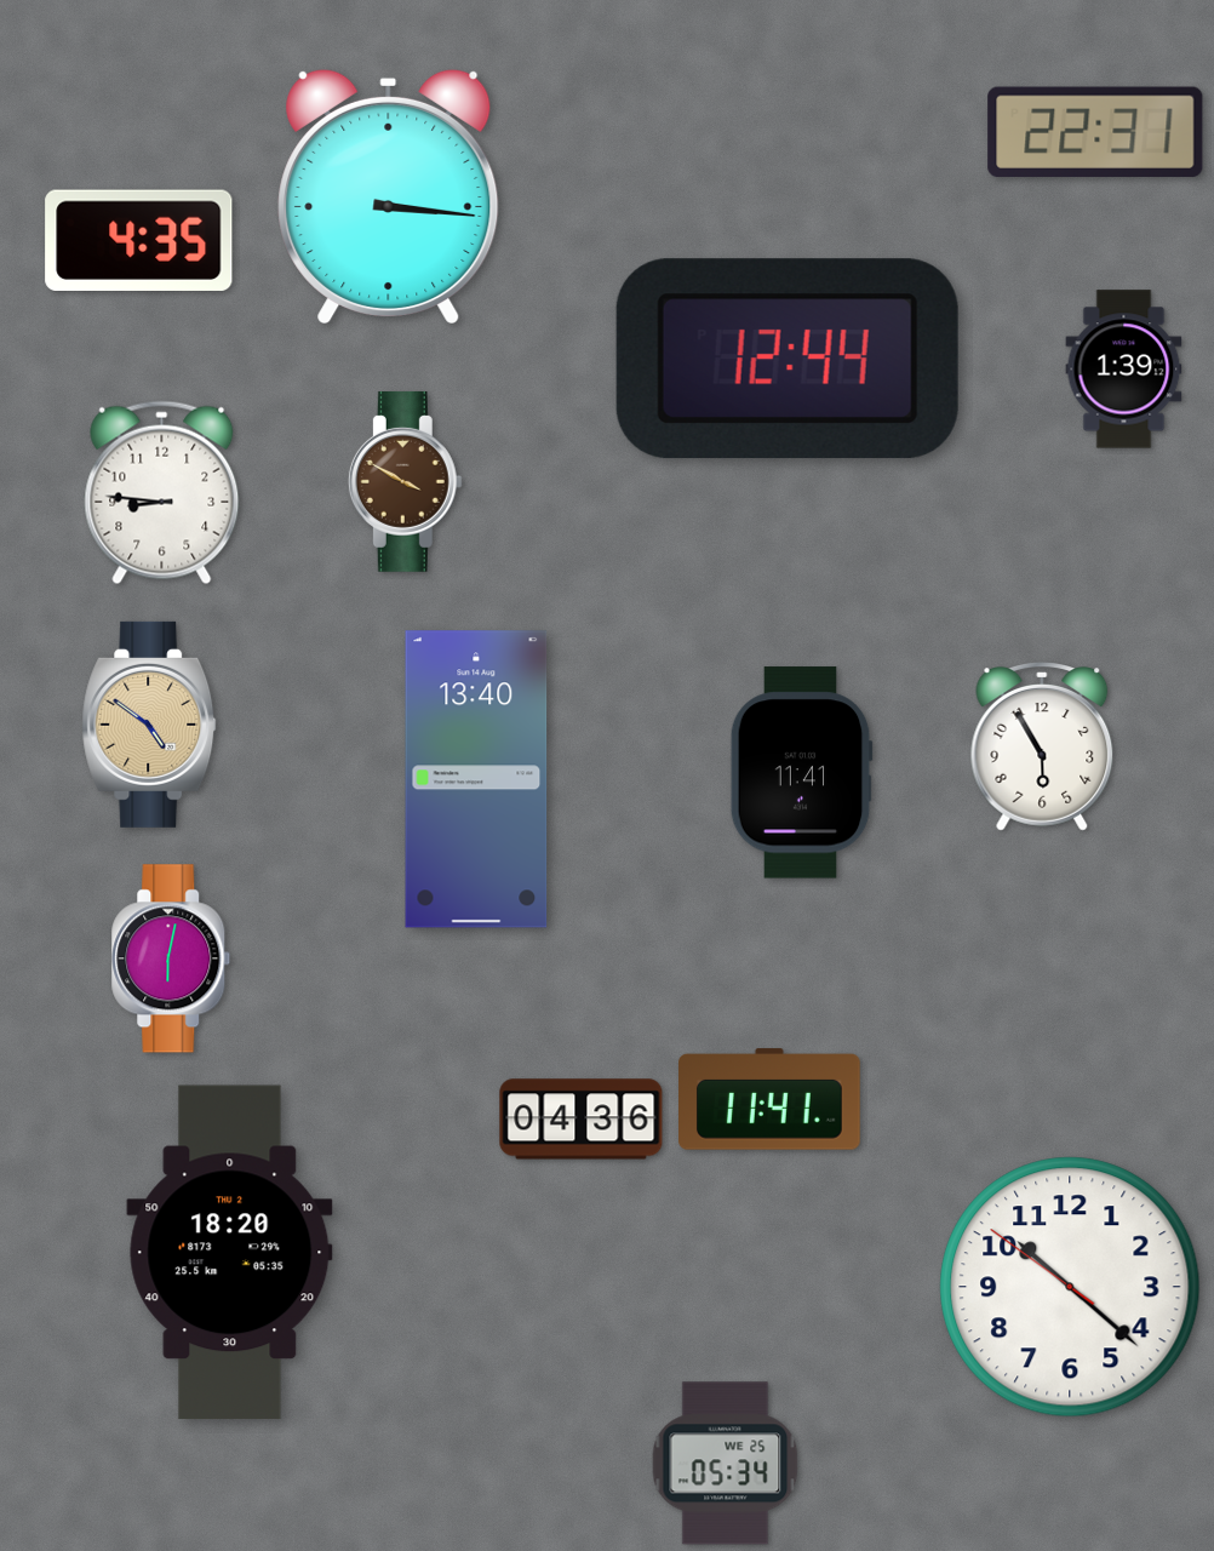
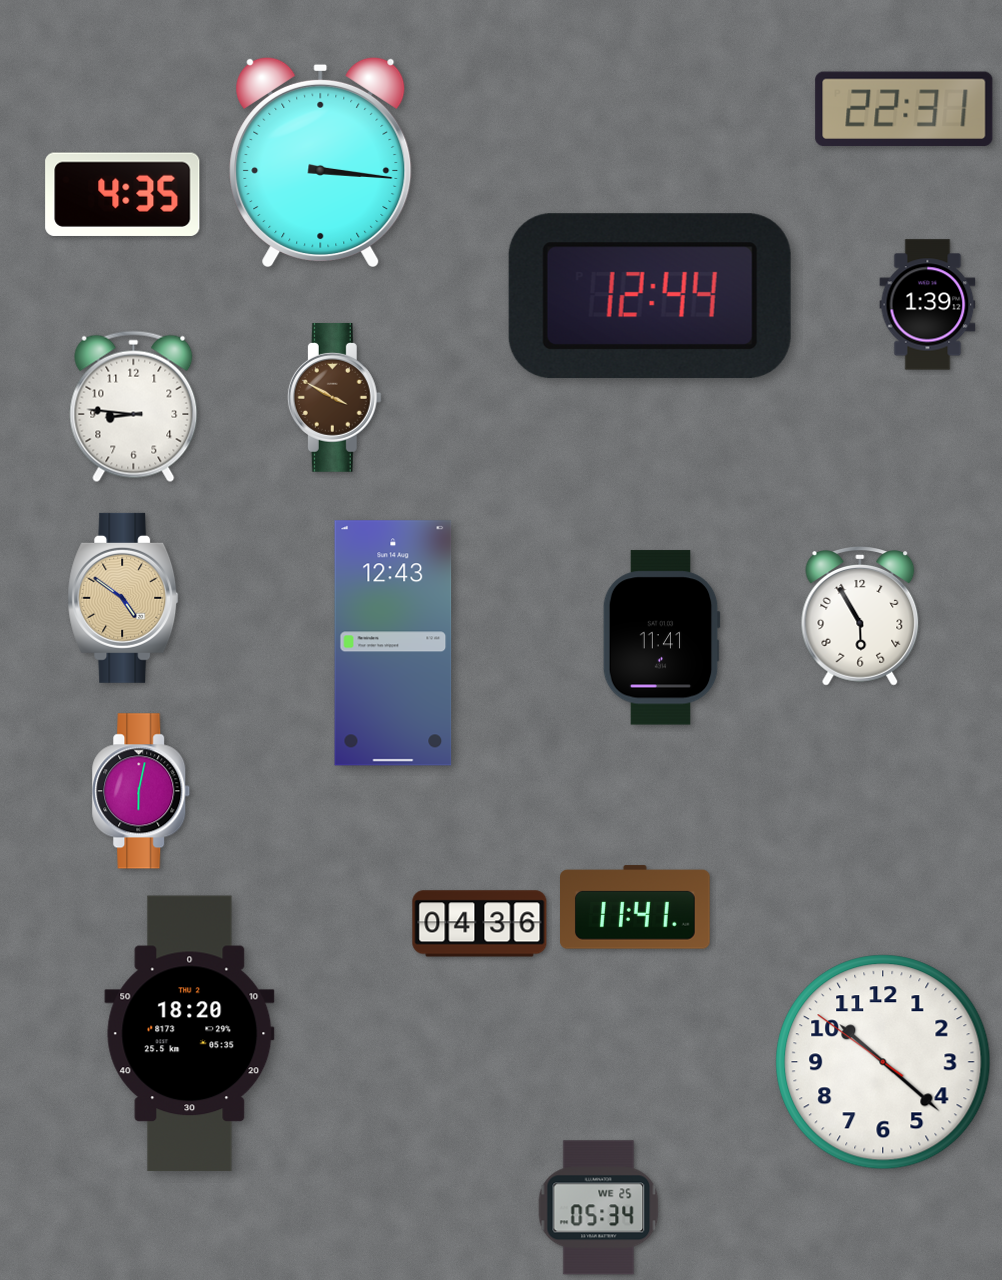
clock at (139, 240) position: (139, 240) -> (123, 194)
clock at (476, 779): 13:40 -> 12:43
